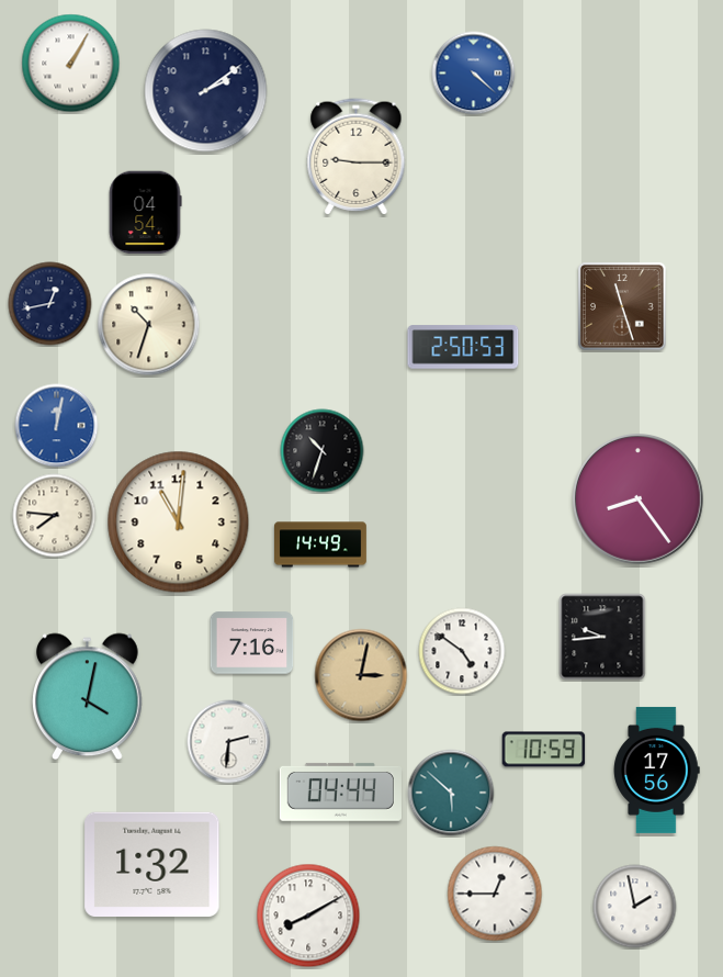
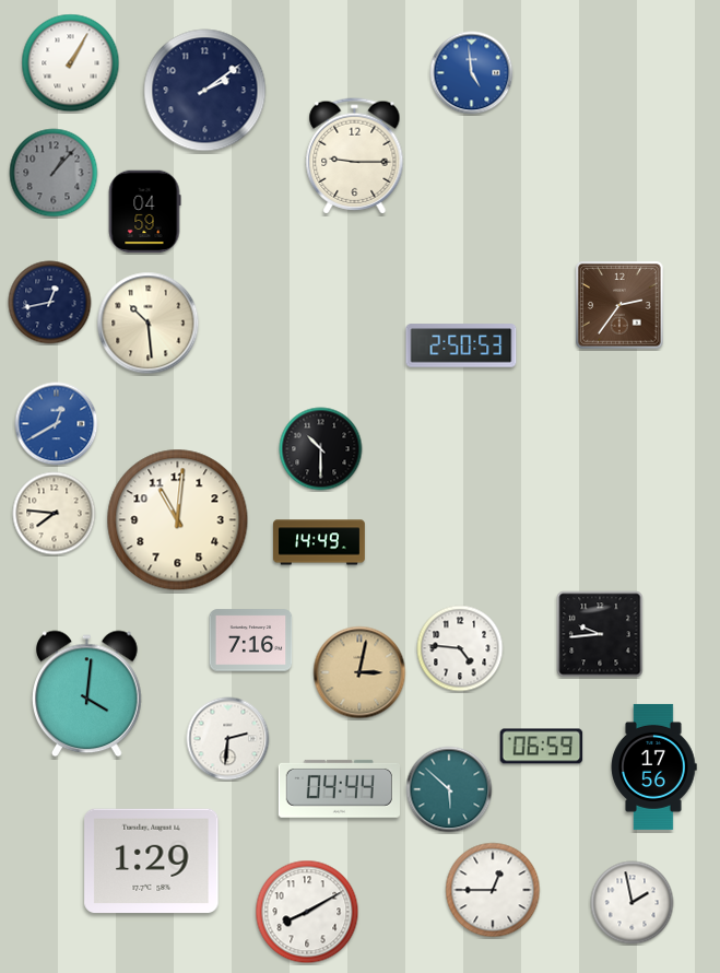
clock at (474, 74): 4:22 -> 4:59
clock at (54, 173): none -> 1:07
clock at (145, 213): 04:54 -> 04:59
clock at (622, 306): 11:27 -> 2:36
clock at (149, 325): 10:33 -> 10:29
clock at (57, 426): 12:02 -> 12:40
clock at (323, 451): 10:33 -> 10:30
clock at (637, 498): 8:24 -> none
clock at (462, 651): 4:51 -> 4:46
clock at (88, 697): 4:02 -> 4:01
clock at (544, 750): 10:59 -> 06:59
clock at (152, 865): 1:32 -> 1:29
